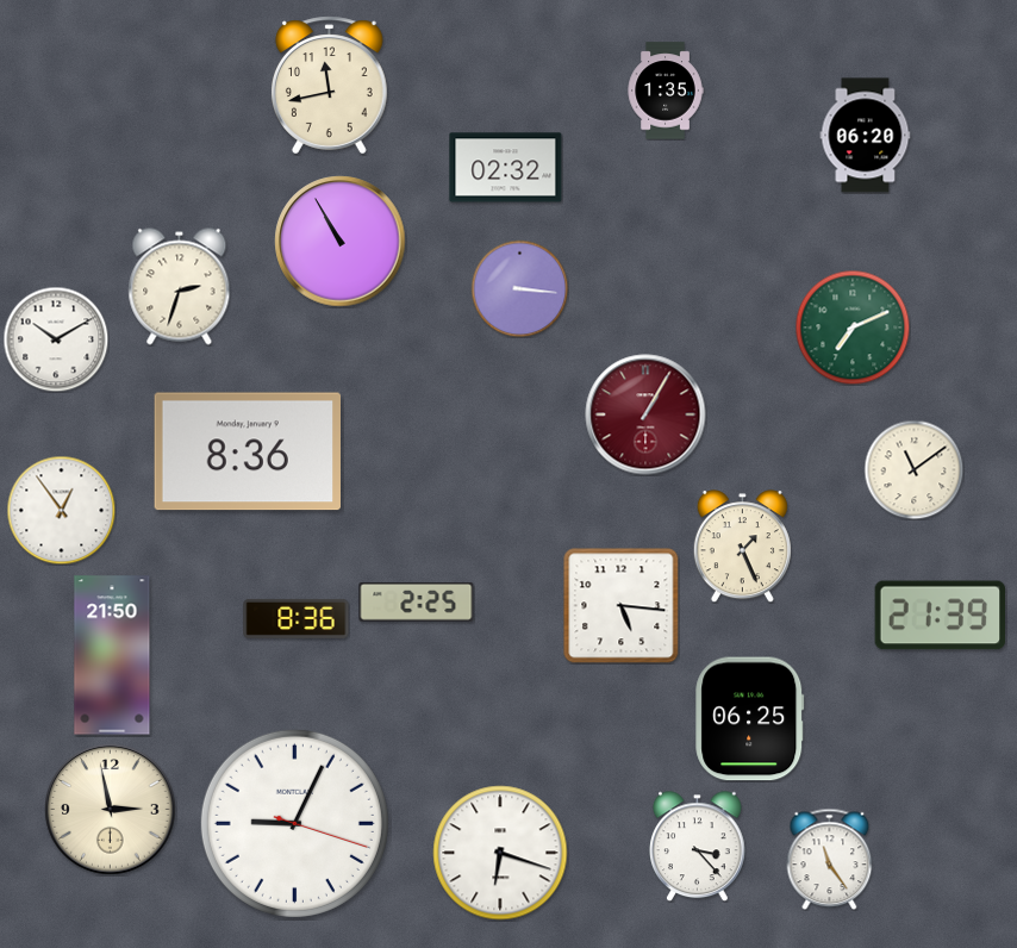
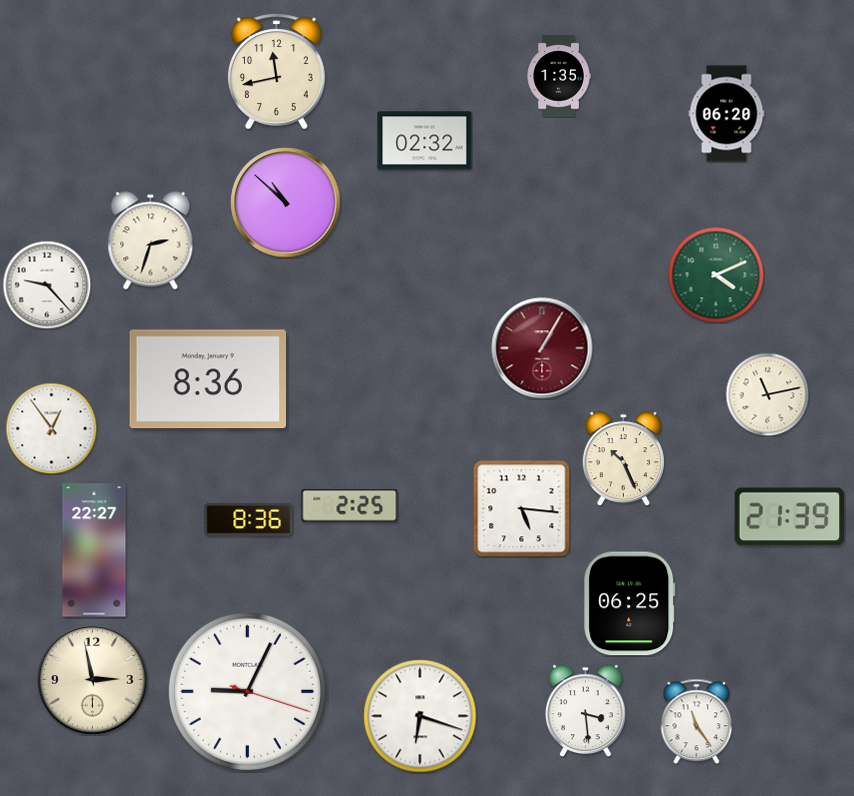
clock at (341, 242): 10:55 -> 10:52
clock at (519, 288): 3:16 -> none
clock at (853, 328): 7:11 -> 4:11
clock at (56, 339): 10:10 -> 9:23
clock at (913, 469): 11:09 -> 11:13
clock at (742, 547): 1:26 -> 10:26
clock at (112, 655): 21:50 -> 22:27
clock at (698, 846): 3:23 -> 3:29
